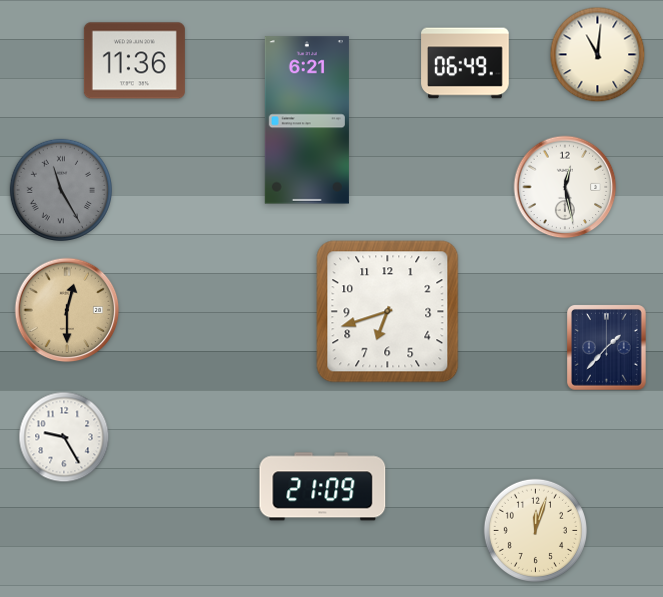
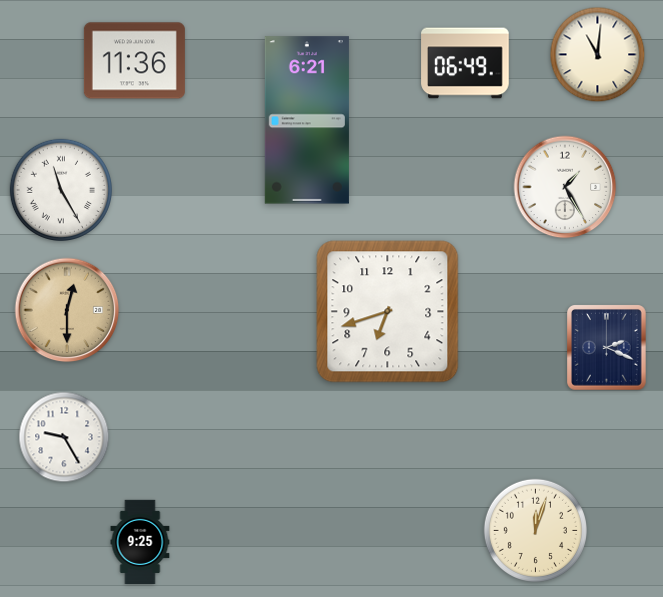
clock at (565, 187): 12:28 -> 1:25
clock at (60, 189) dial: grey -> white
clock at (607, 348): 1:37 -> 2:19
clock at (323, 487): 21:09 -> none
clock at (140, 541): none -> 9:25
